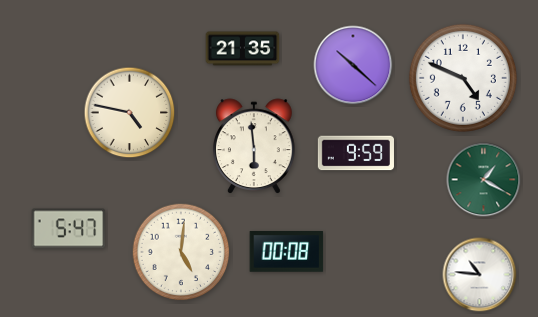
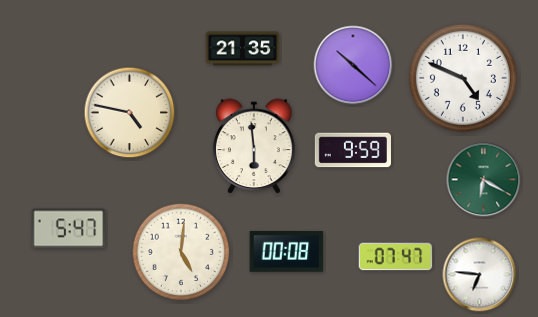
clock at (355, 153) position: (355, 153) -> (352, 150)
clock at (484, 180): 1:20 -> 6:20
clock at (396, 257): none -> 07:47
clock at (480, 275): 10:46 -> 6:46
